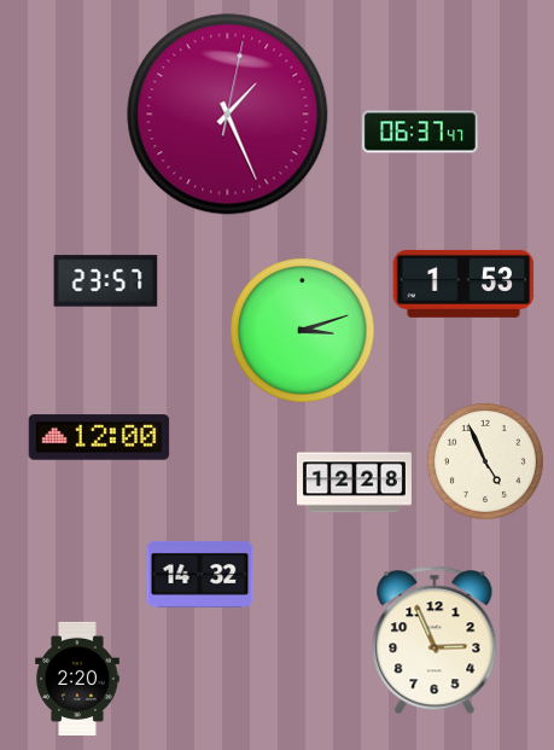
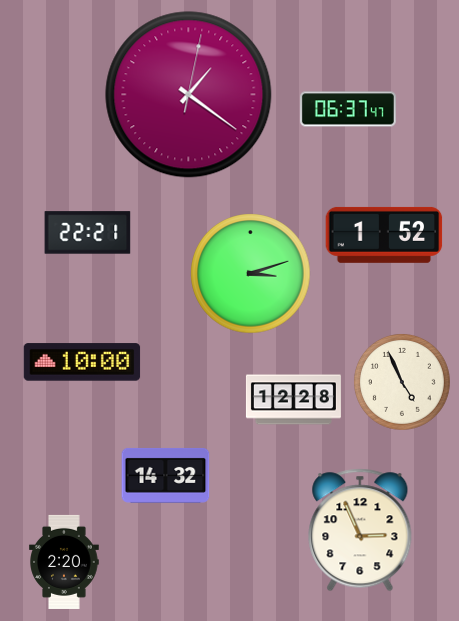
clock at (228, 115): 1:26 -> 1:21
clock at (106, 281): 23:57 -> 22:21
clock at (463, 284): 1:53 -> 1:52
clock at (99, 437): 12:00 -> 10:00
